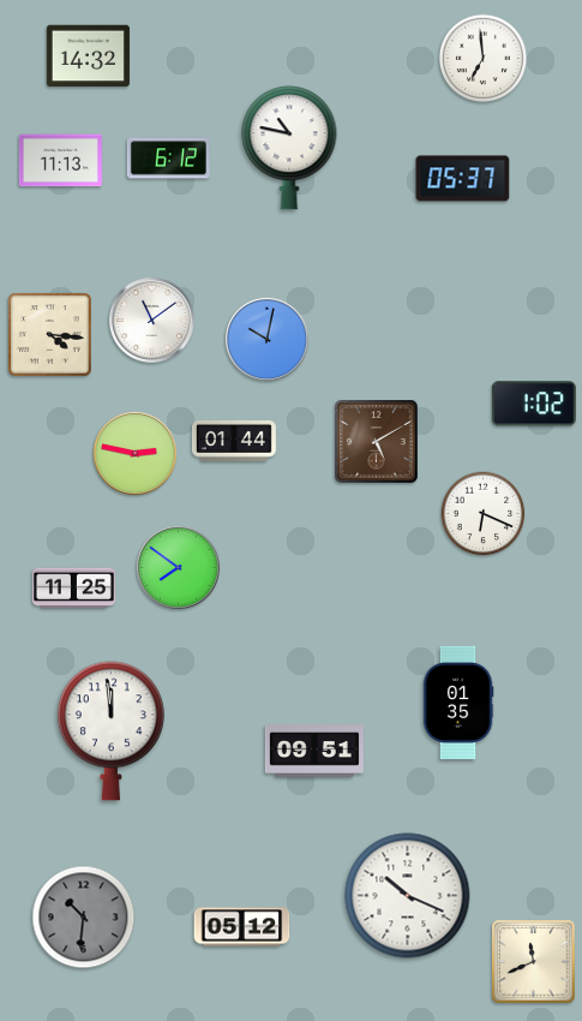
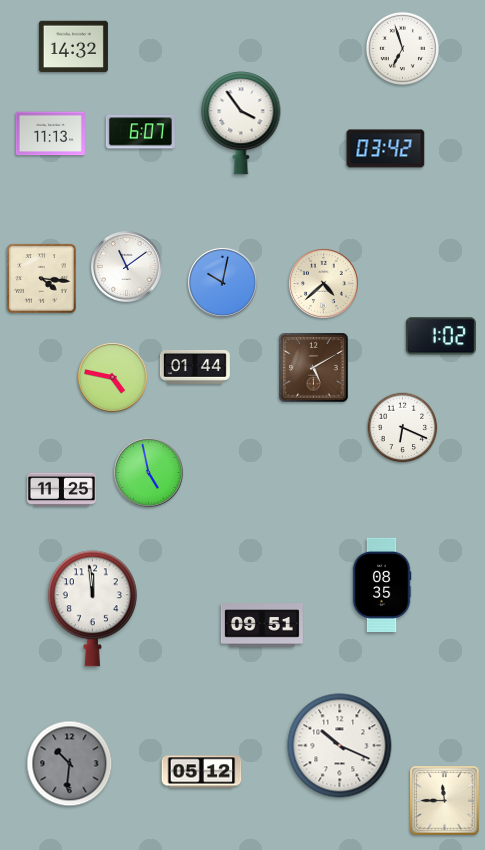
clock at (482, 58): 6:59 -> 6:57
clock at (289, 148): 10:47 -> 3:54
clock at (168, 159): 6:12 -> 6:07
clock at (463, 179): 05:37 -> 03:42
clock at (323, 283): none -> 4:38
clock at (534, 404) position: (534, 404) -> (441, 336)
clock at (134, 453): 2:47 -> 4:47
clock at (178, 567): 7:51 -> 4:58
clock at (458, 703): 01:35 -> 08:35
clock at (534, 962): 11:41 -> 11:45
